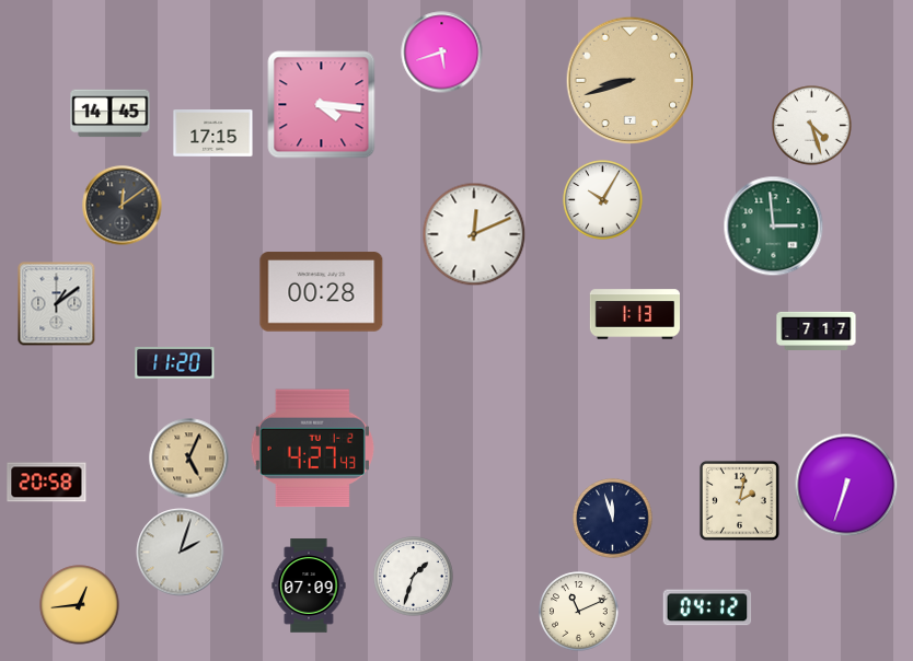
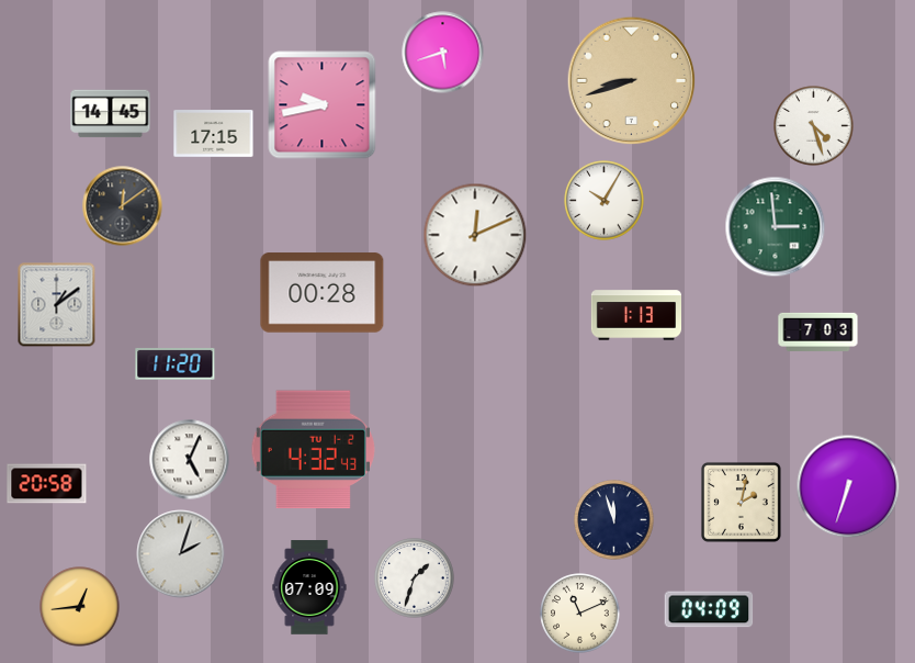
clock at (322, 105): 4:16 -> 9:43
clock at (817, 330): 7:17 -> 7:03
clock at (312, 449): 4:27 -> 4:32
clock at (189, 459) dial: champagne -> white
clock at (707, 607): 04:12 -> 04:09
